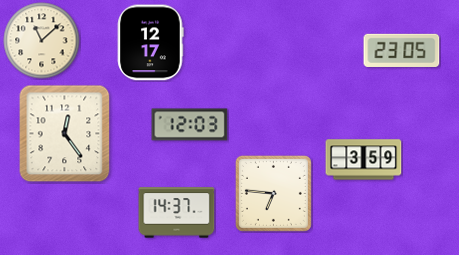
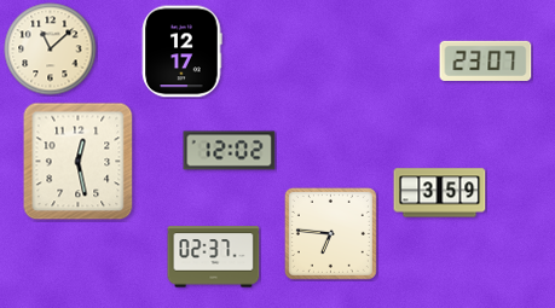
clock at (402, 50): 23:05 -> 23:07
clock at (190, 125): 12:03 -> 12:02
clock at (65, 134): 12:24 -> 12:28
clock at (177, 213): 14:37 -> 02:37
